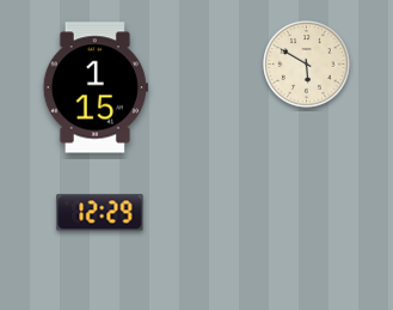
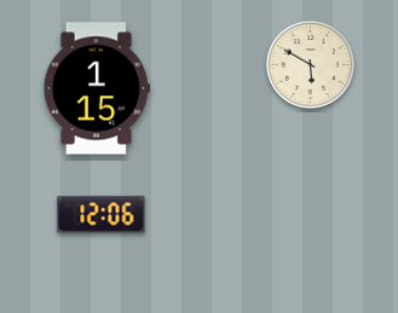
clock at (100, 213): 12:29 -> 12:06
